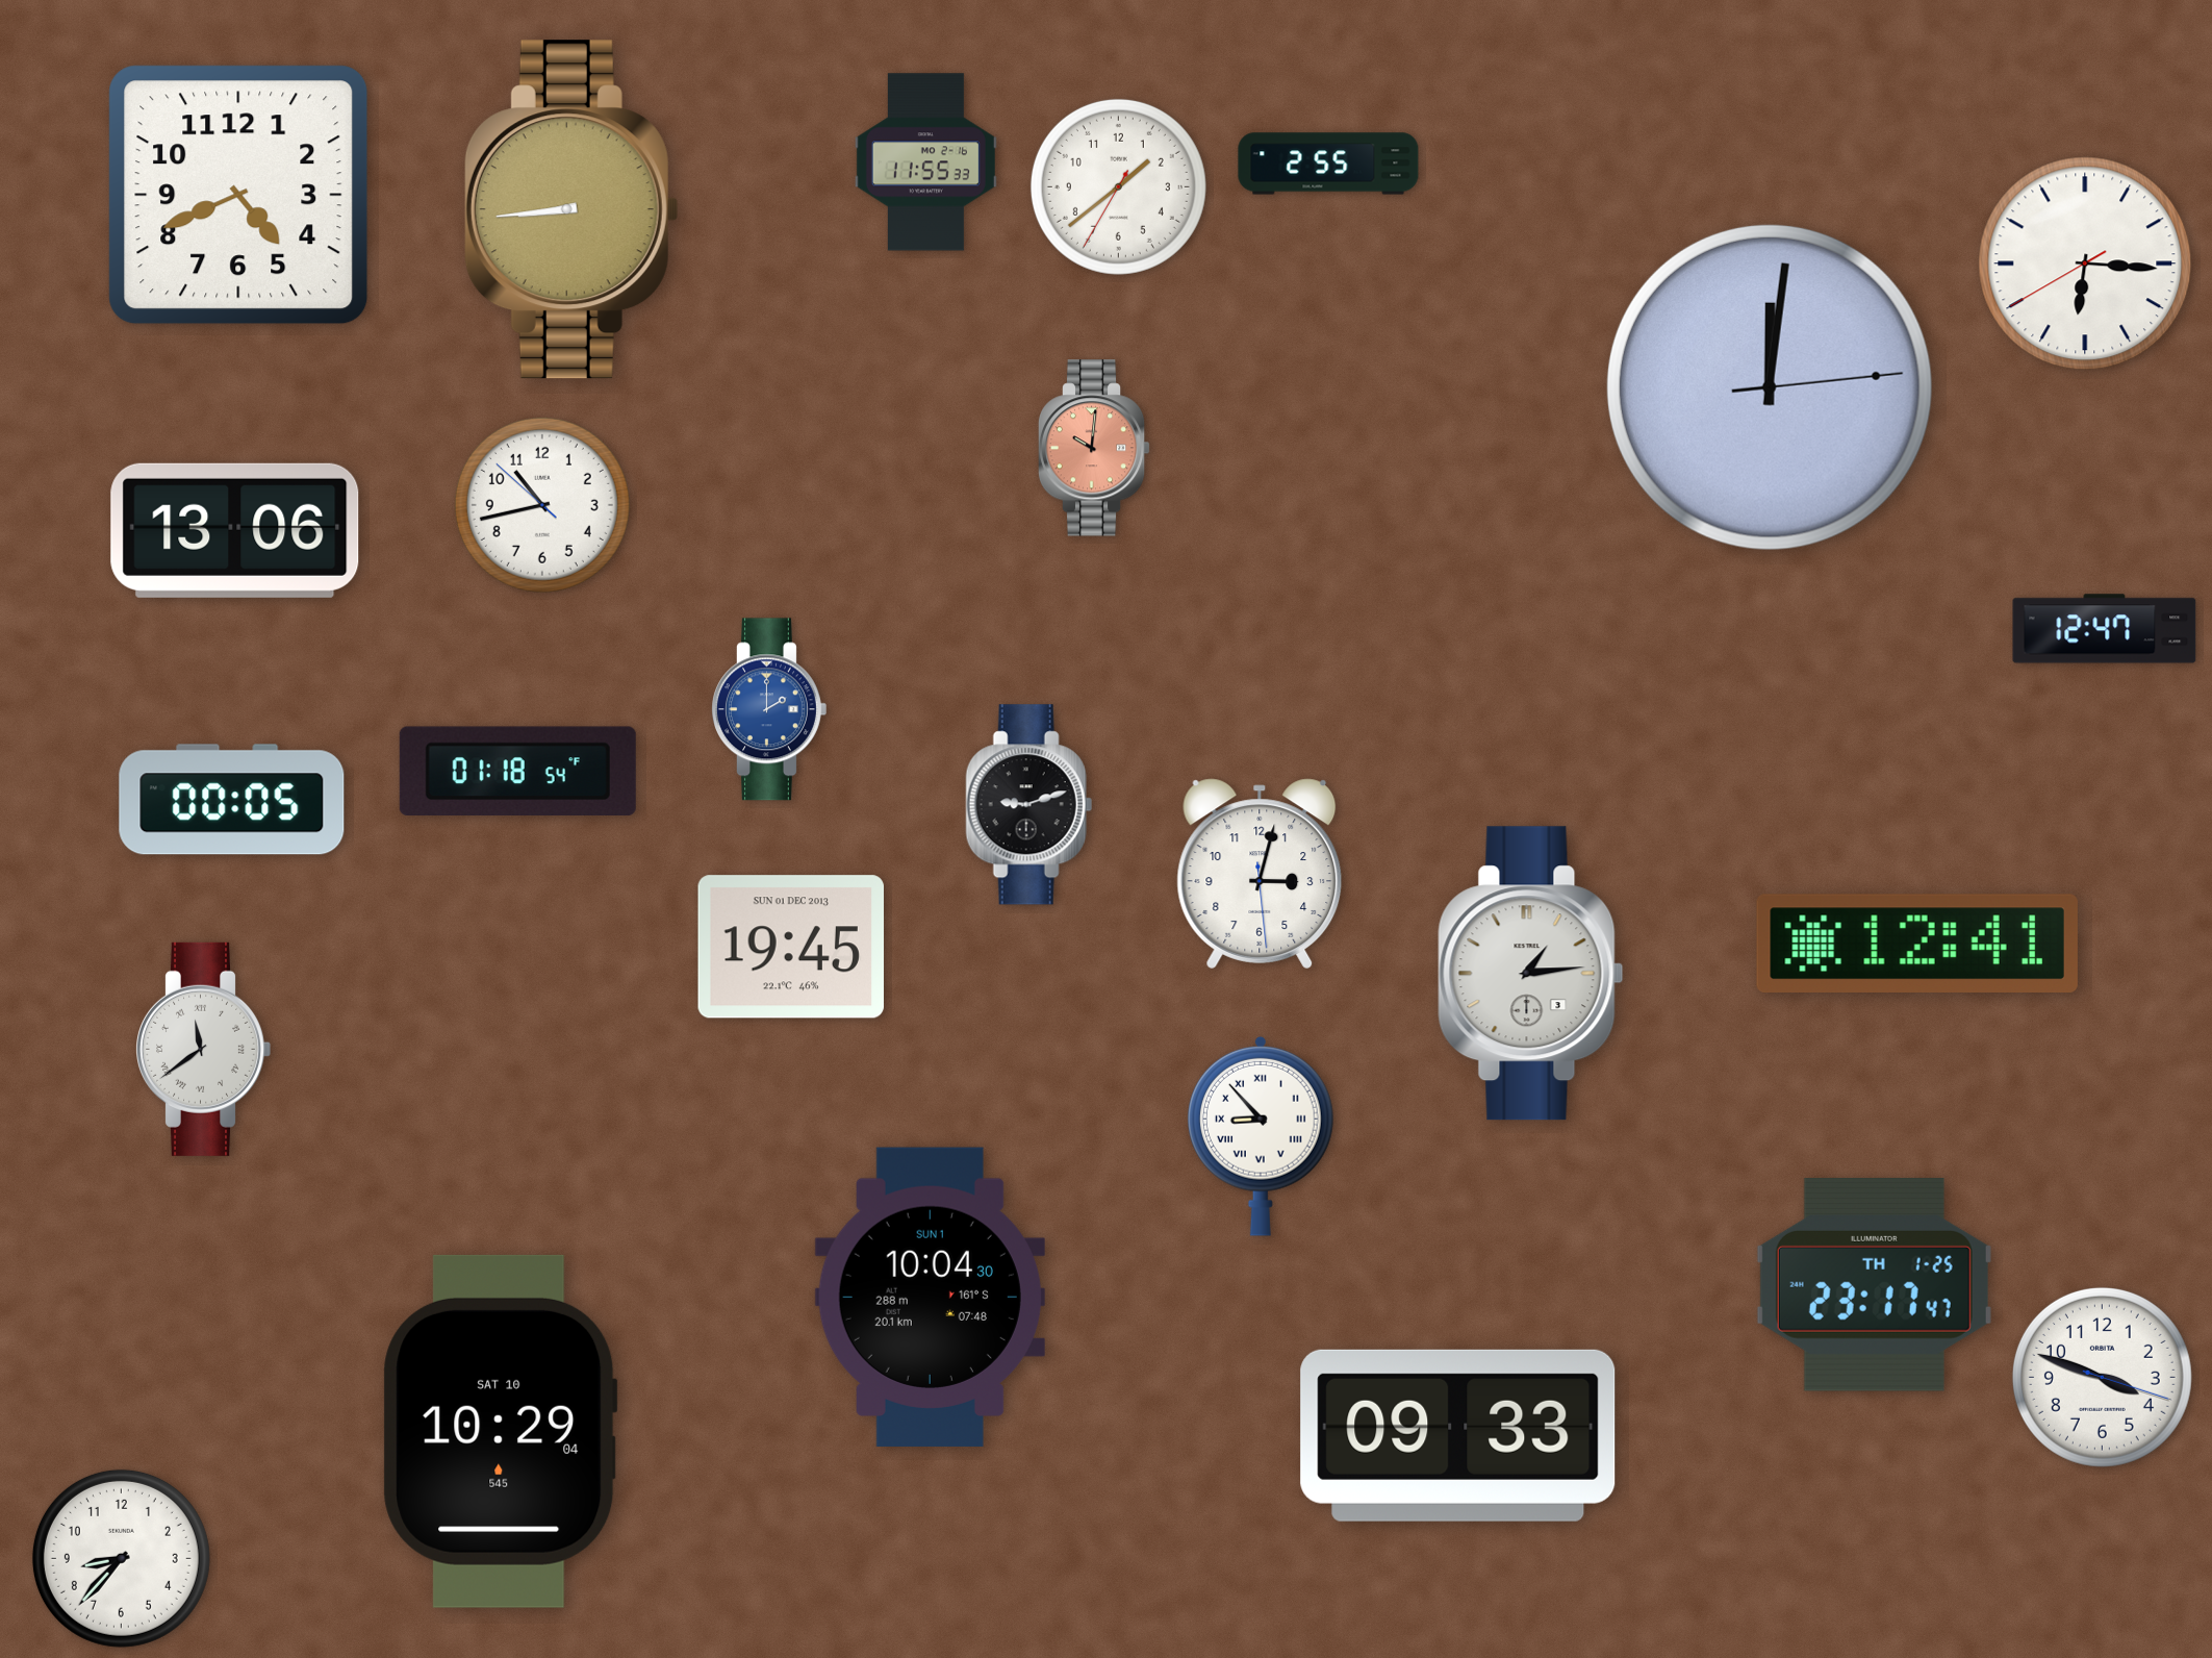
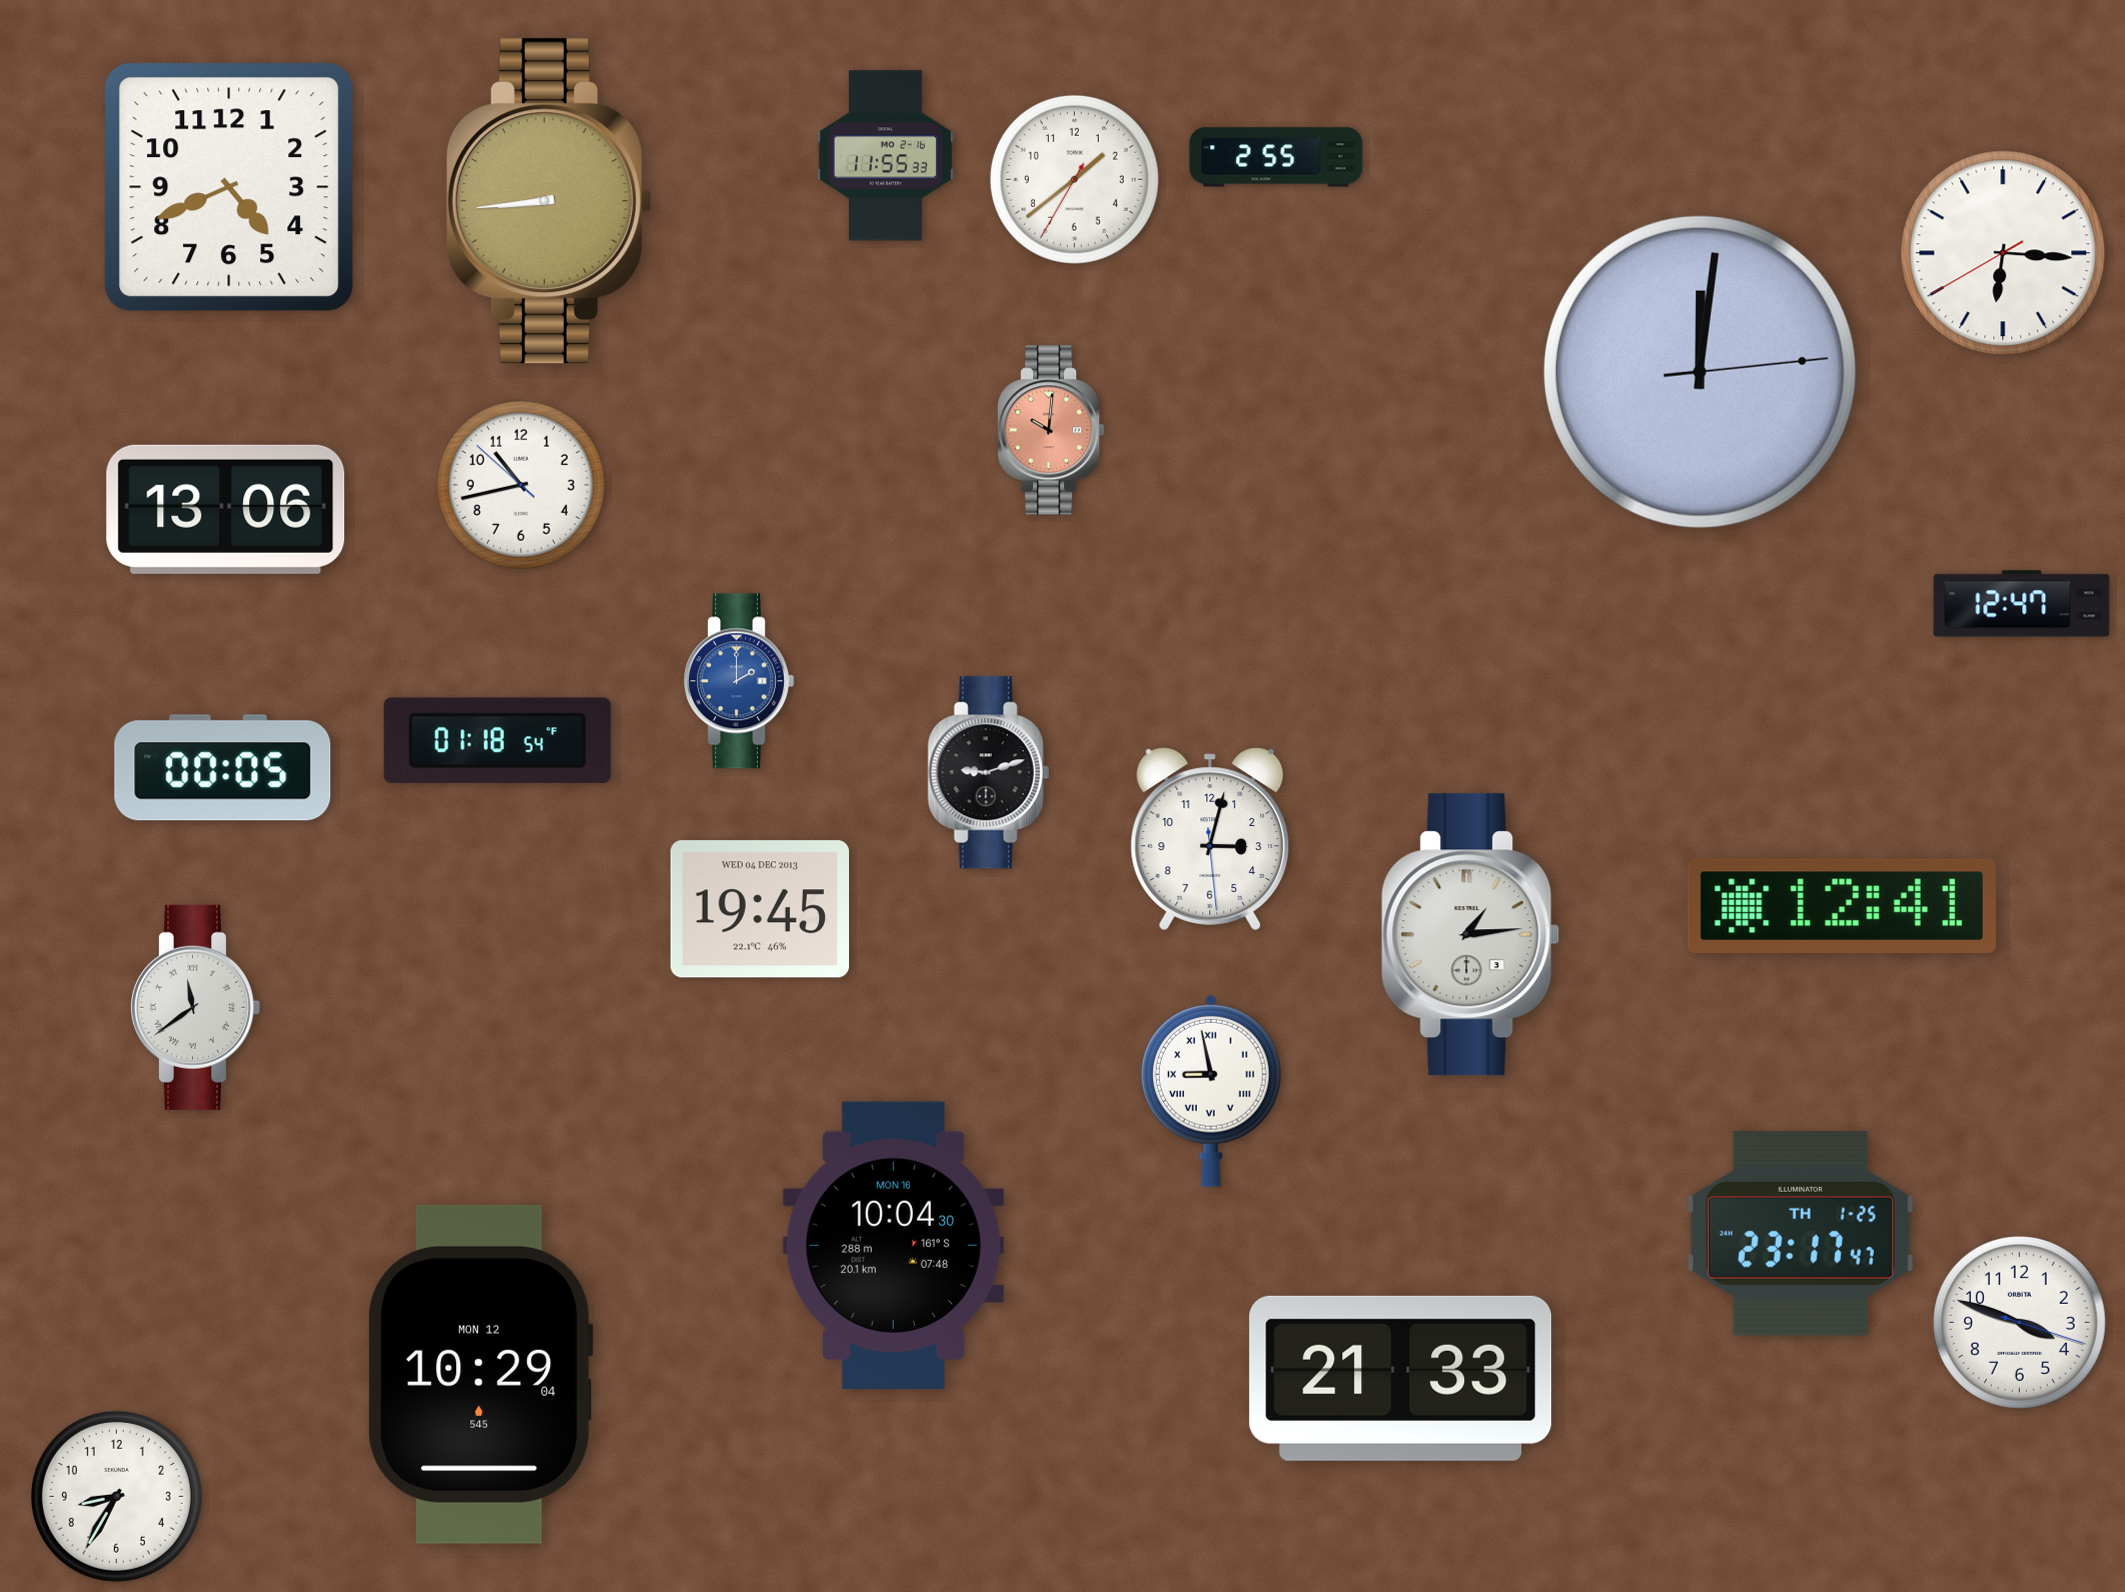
clock at (925, 162) position: (925, 162) -> (885, 156)
clock at (791, 947) date: SUN 01 DEC 2013 -> WED 04 DEC 2013
clock at (1261, 1136): 8:53 -> 8:58
clock at (930, 1297) date: SUN 1 -> MON 16
clock at (501, 1431) date: SAT 10 -> MON 12
clock at (1458, 1435): 09:33 -> 21:33
clock at (121, 1558): 8:37 -> 8:35
